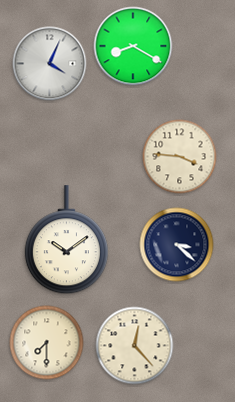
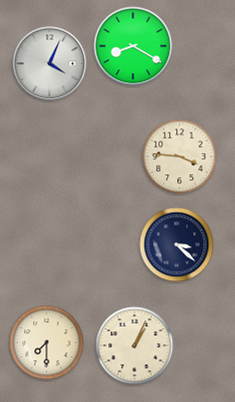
clock at (66, 240): 10:09 -> none
clock at (135, 346): 12:23 -> 1:04
